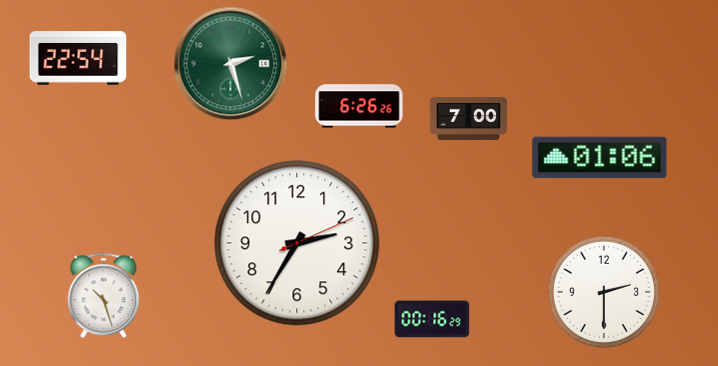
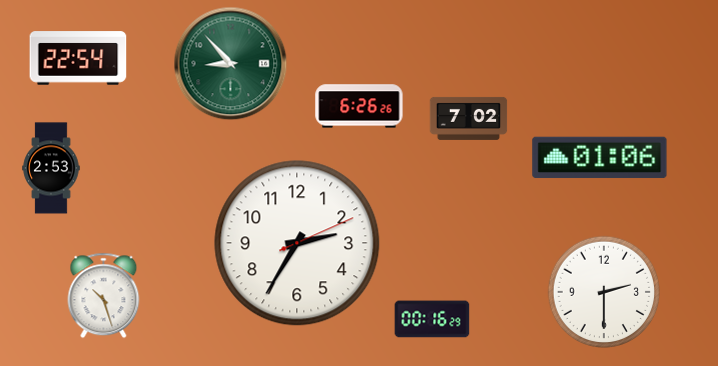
clock at (231, 64): 2:27 -> 8:53
clock at (469, 118): 7:00 -> 7:02
clock at (51, 168): none -> 2:53
